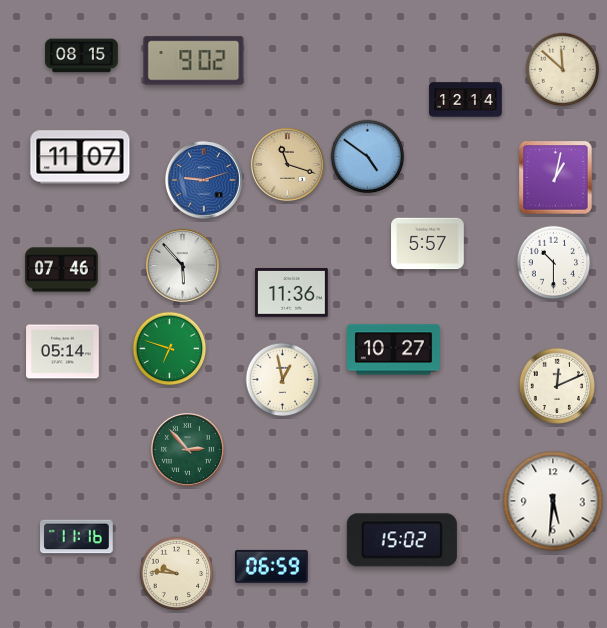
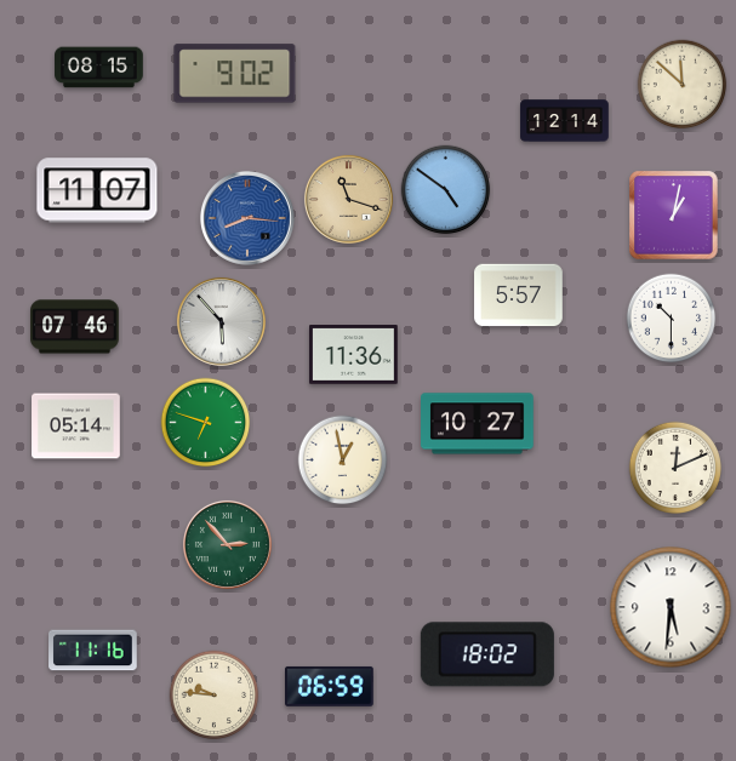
clock at (204, 180): 9:12 -> 8:16
clock at (402, 540): 15:02 -> 18:02
